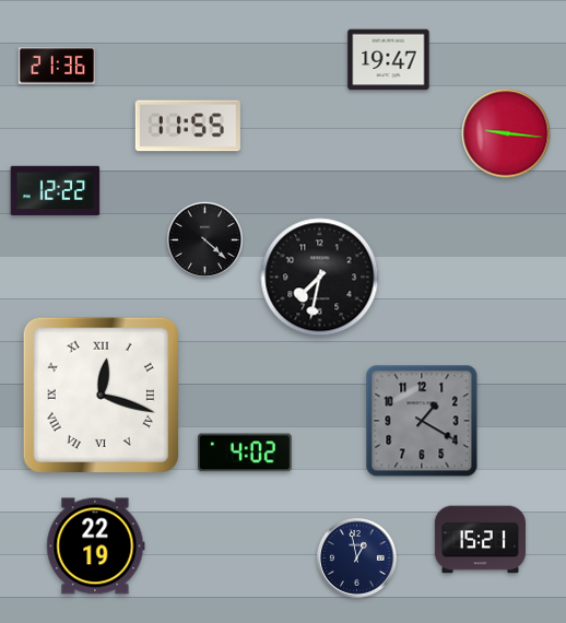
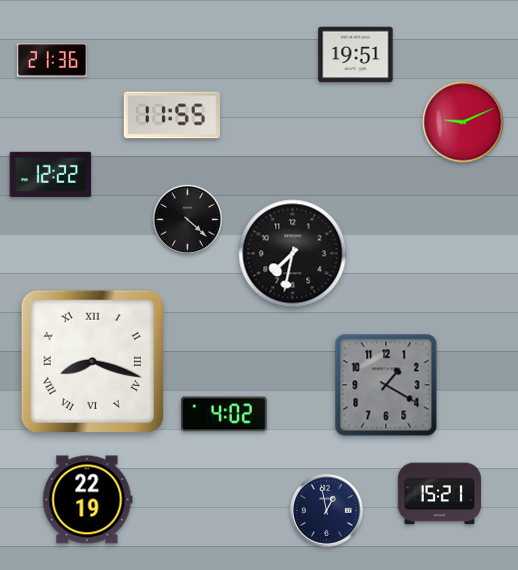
clock at (389, 60): 19:47 -> 19:51
clock at (506, 133): 9:16 -> 9:11
clock at (101, 395): 12:18 -> 8:18
